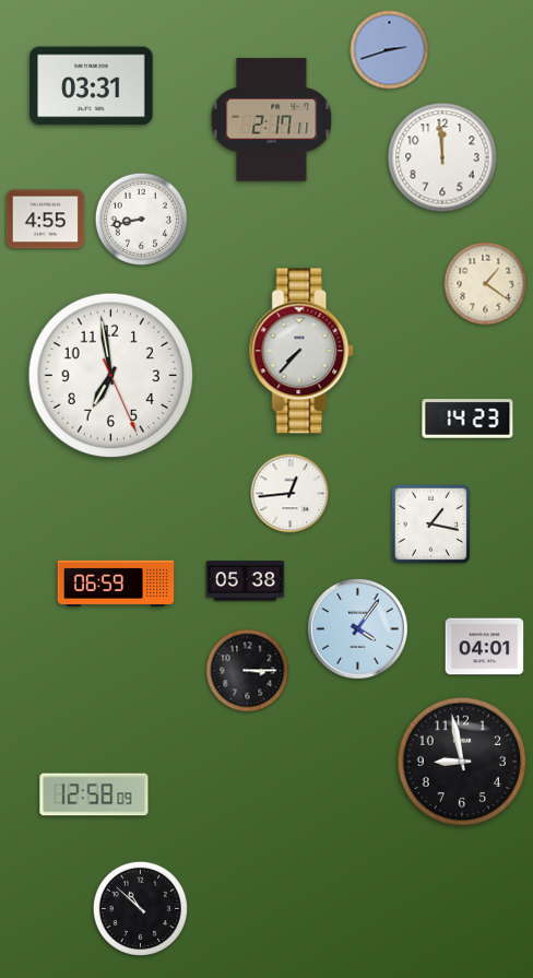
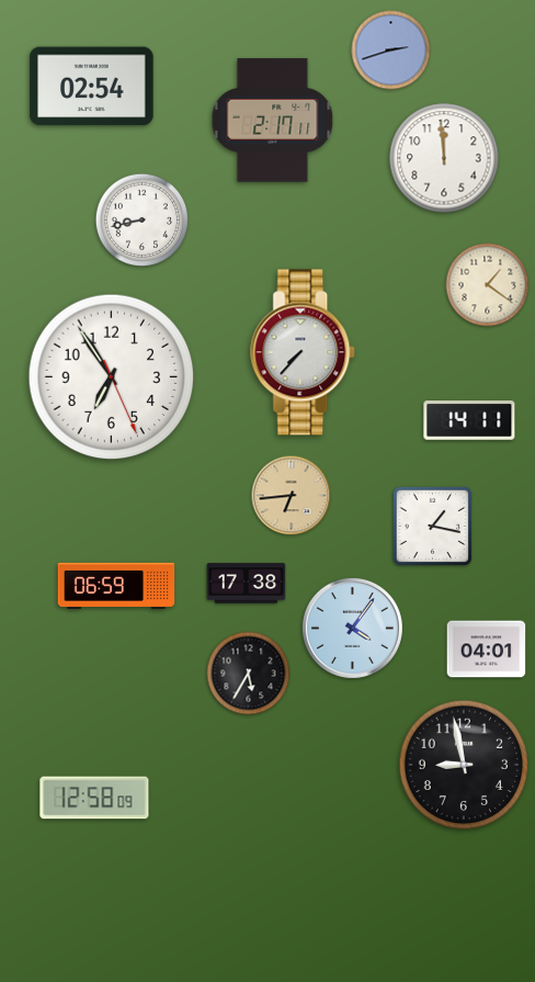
clock at (92, 86): 03:31 -> 02:54
clock at (46, 220): 4:55 -> none
clock at (111, 376): 6:58 -> 6:54
clock at (467, 419): 14:23 -> 14:11
clock at (291, 494): 12:44 -> 6:44
clock at (291, 494) dial: white -> champagne
clock at (246, 581): 05:38 -> 17:38
clock at (357, 628) position: (357, 628) -> (352, 628)
clock at (248, 671): 3:15 -> 5:35
clock at (140, 908): 10:52 -> none
